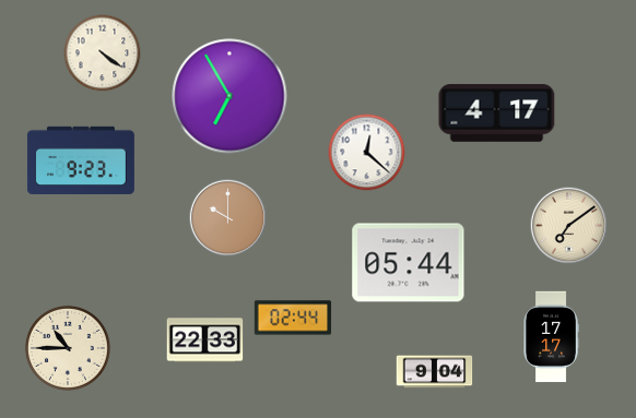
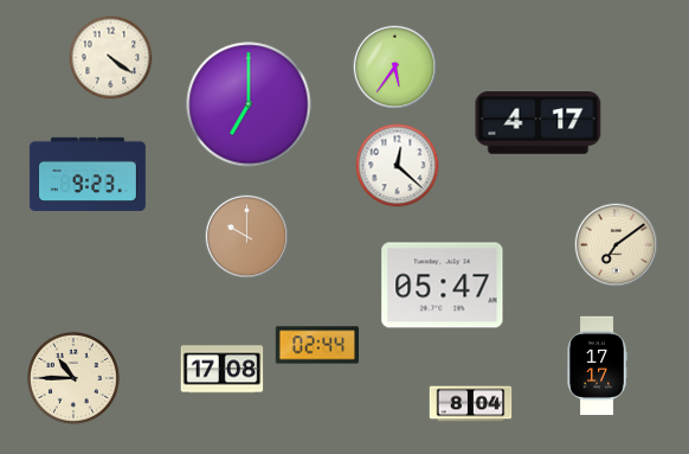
clock at (395, 68): none -> 5:36
clock at (229, 96): 6:55 -> 7:00
clock at (409, 263): 05:44 -> 05:47
clock at (205, 341): 22:33 -> 17:08
clock at (435, 372): 9:04 -> 8:04
